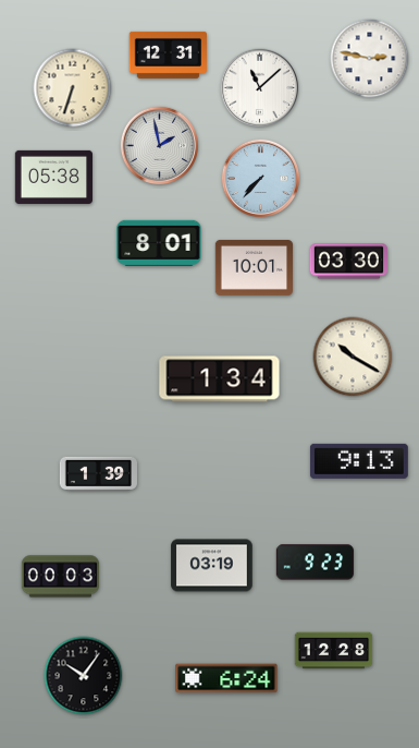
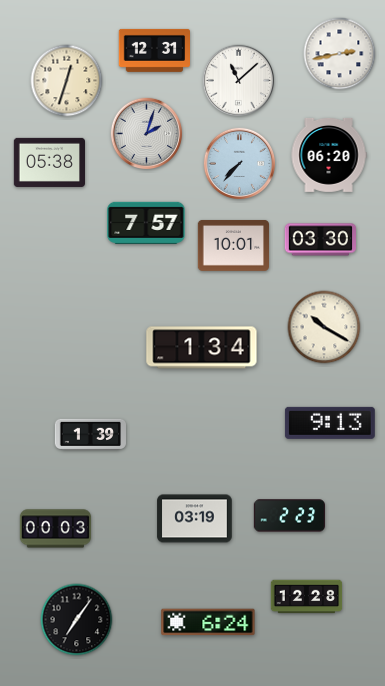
clock at (370, 59): 2:47 -> 2:43
clock at (73, 88): 6:33 -> 12:33
clock at (160, 146): 1:58 -> 2:03
clock at (329, 155): none -> 06:20
clock at (159, 243): 8:01 -> 7:57
clock at (315, 563): 9:23 -> 2:23
clock at (84, 676): 10:06 -> 7:06
